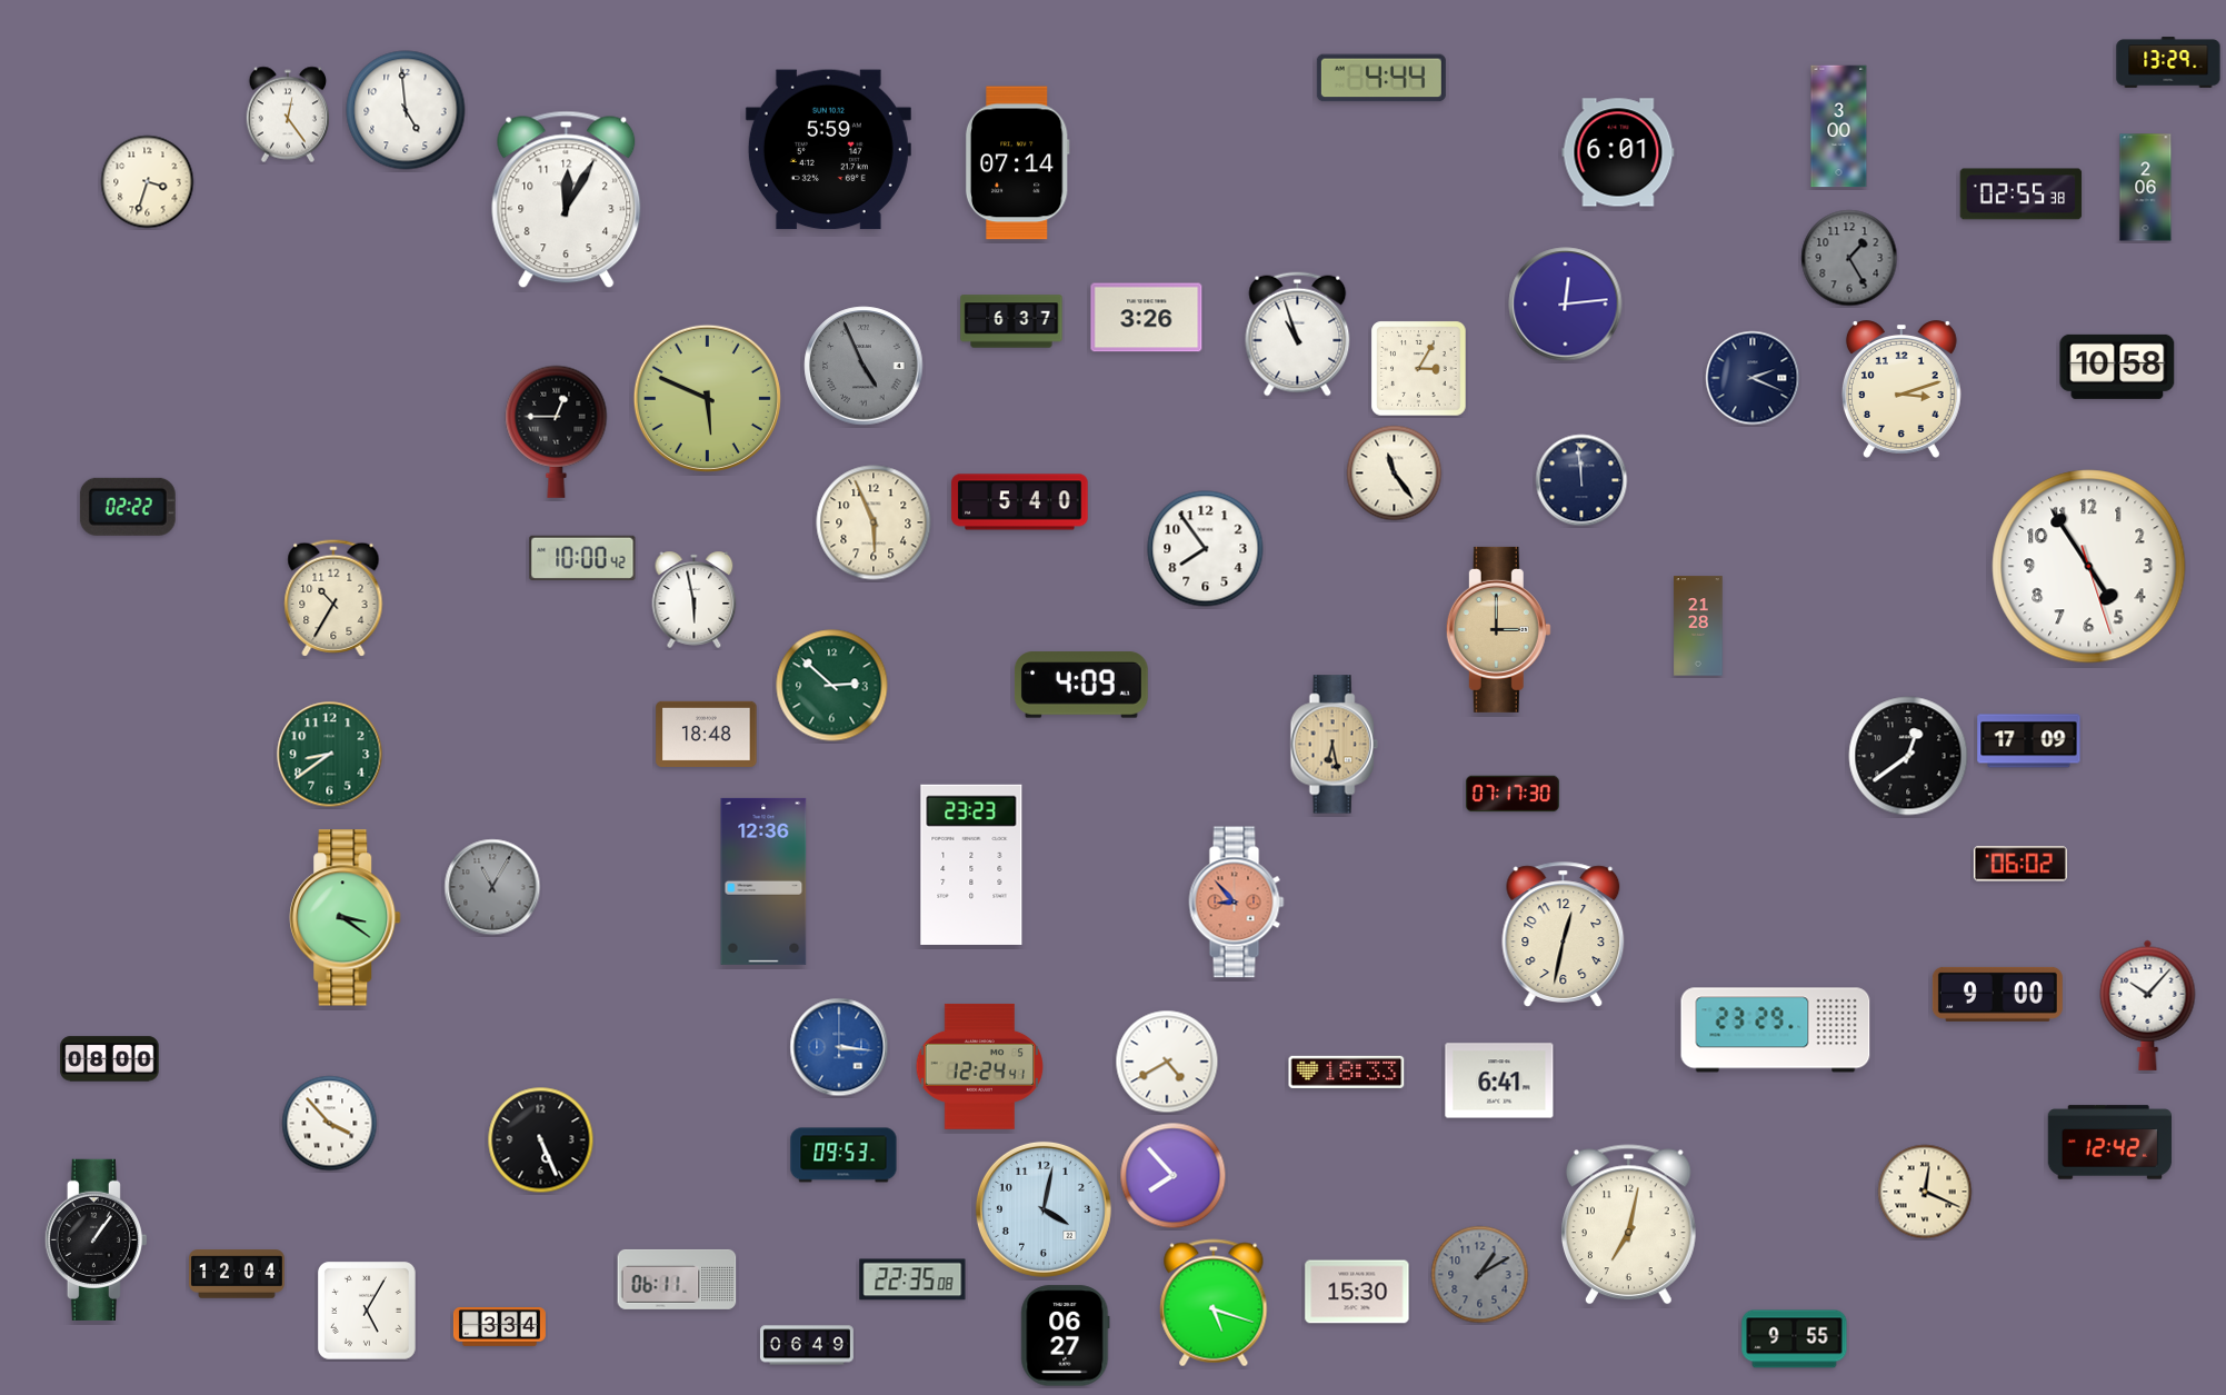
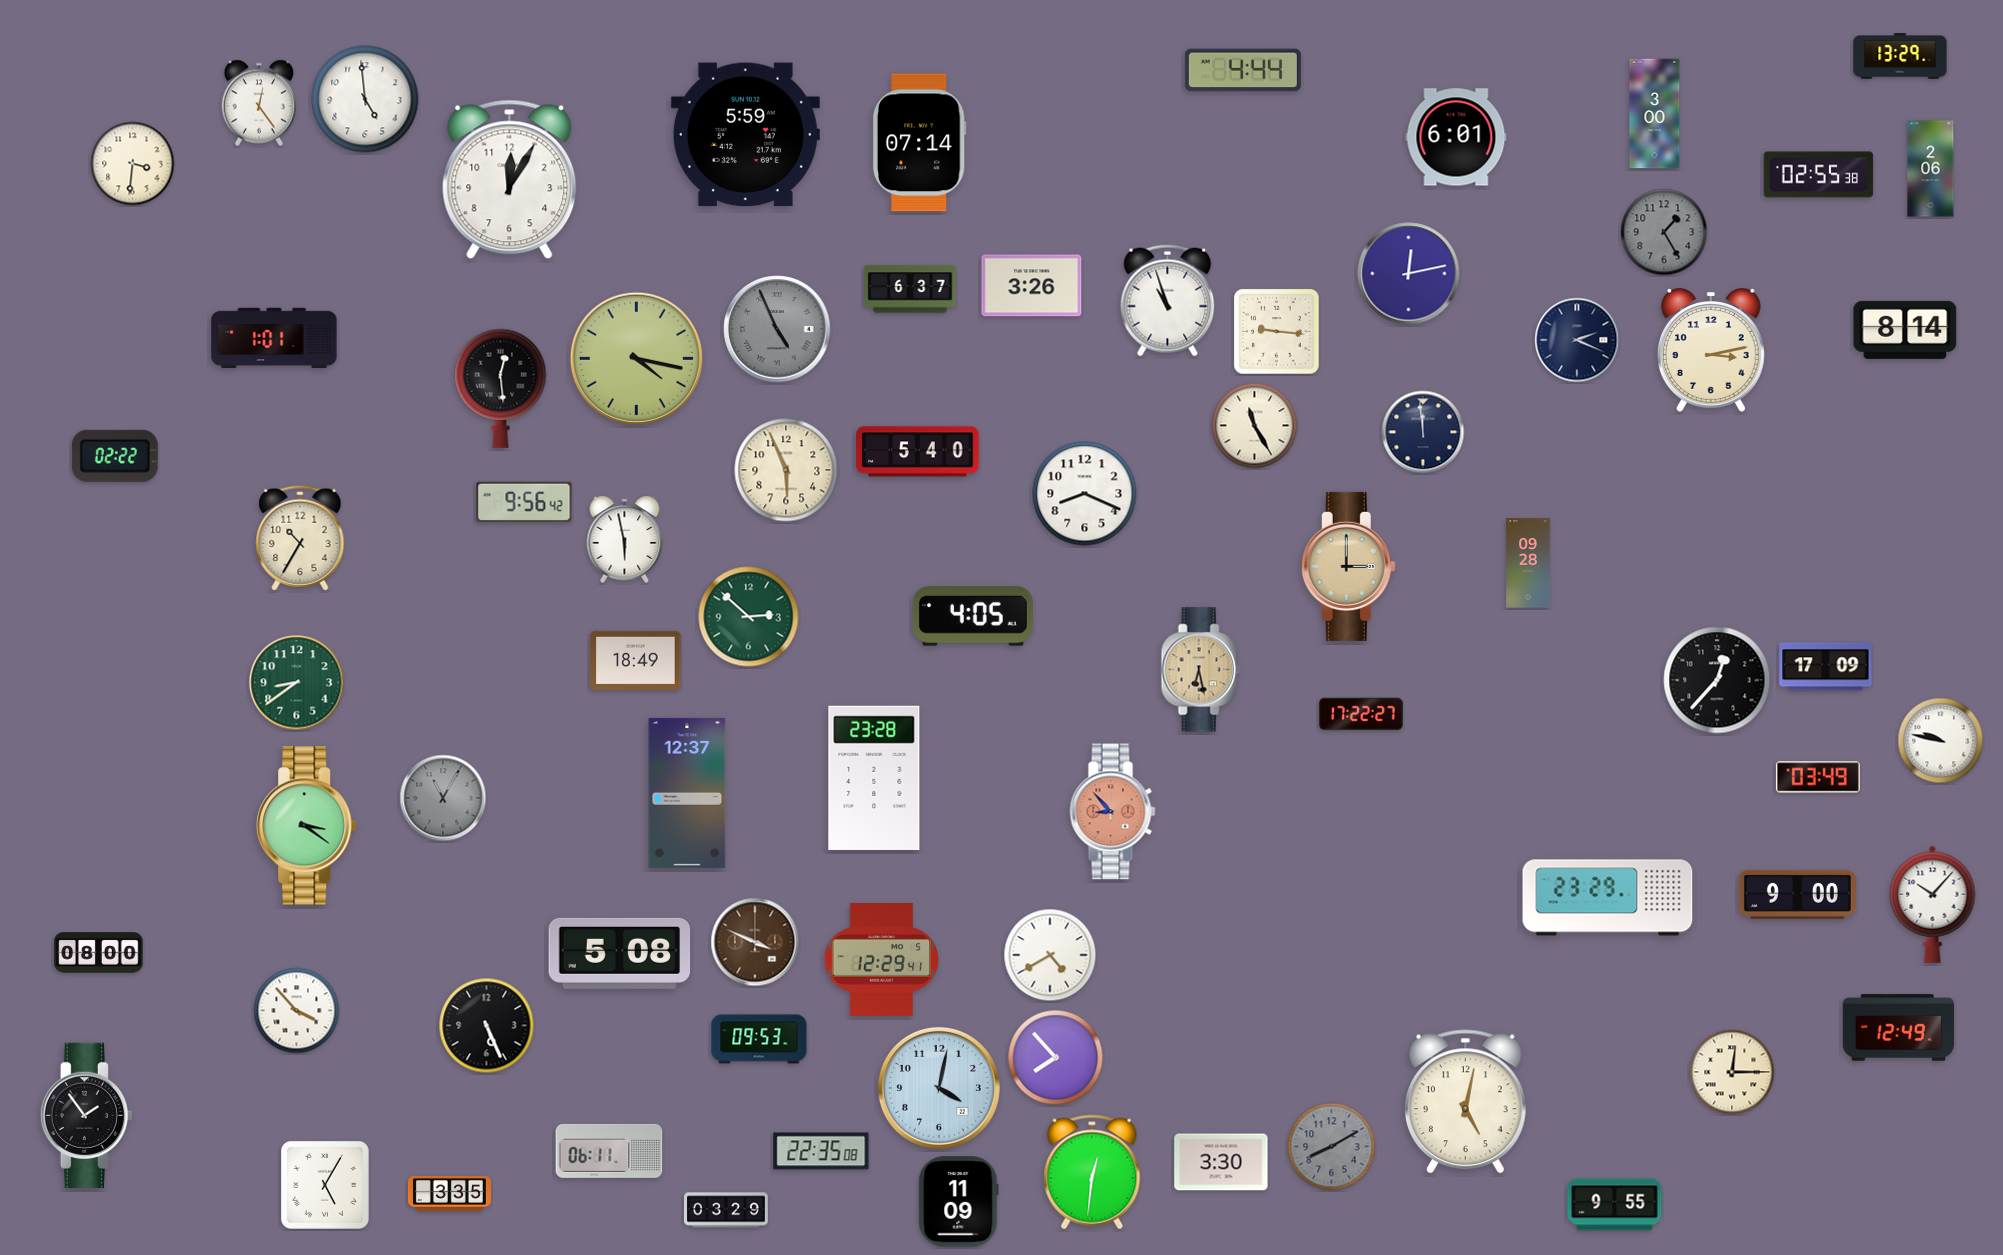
clock at (2168, 62) position: (2168, 62) -> (1900, 56)
clock at (1017, 163) position: (1017, 163) -> (919, 143)
clock at (148, 182): 3:33 -> 3:31
clock at (1566, 305): 12:14 -> 12:13
clock at (2117, 367): 10:58 -> 8:14
clock at (1419, 369): 3:05 -> 9:16
clock at (274, 338): none -> 1:01
clock at (1901, 389): 3:12 -> 3:13
clock at (707, 398): 5:49 -> 4:17
clock at (557, 431): 12:45 -> 12:29
clock at (1395, 474): 11:24 -> 11:25
clock at (1206, 549): 7:54 -> 8:19
clock at (582, 558): 10:00 -> 9:56
clock at (2089, 567): 4:54 -> none
clock at (1698, 626): 21:28 -> 09:28
clock at (1081, 685): 4:09 -> 4:05
clock at (707, 734): 18:48 -> 18:49
clock at (330, 755) position: (330, 755) -> (297, 683)
clock at (1908, 756): 12:39 -> 12:37
clock at (1513, 794): 07:17 -> 17:22
clock at (1941, 741): none -> 9:47
clock at (2020, 864): 06:02 -> 03:49
clock at (971, 865): 23:23 -> 23:28
clock at (763, 881): 12:36 -> 12:37
clock at (346, 918) position: (346, 918) -> (307, 826)
clock at (1564, 935): 12:32 -> none
clock at (1776, 1030) position: (1776, 1030) -> (1608, 898)
clock at (839, 1047): 3:16 -> 3:49
clock at (839, 1047) dial: blue -> brown
clock at (620, 953): none -> 5:08
clock at (979, 1067): 12:24 -> 12:29
clock at (1347, 1072): 18:33 -> none
clock at (1499, 1080): 6:41 -> none
clock at (2110, 1143): 12:42 -> 12:49
clock at (1925, 1192): 12:19 -> 12:15
clock at (1628, 1225): 7:02 -> 5:02
clock at (96, 1239): 1:06 -> 1:54
clock at (237, 1274): 12:04 -> none
clock at (1480, 1275): 1:10 -> 8:10
clock at (1357, 1292): 15:30 -> 3:30
clock at (1214, 1303): 5:18 -> 12:31
clock at (368, 1312) position: (368, 1312) -> (326, 1186)
clock at (499, 1327): 3:34 -> 3:35
clock at (1066, 1336): 06:27 -> 11:09
clock at (807, 1345): 06:49 -> 03:29
